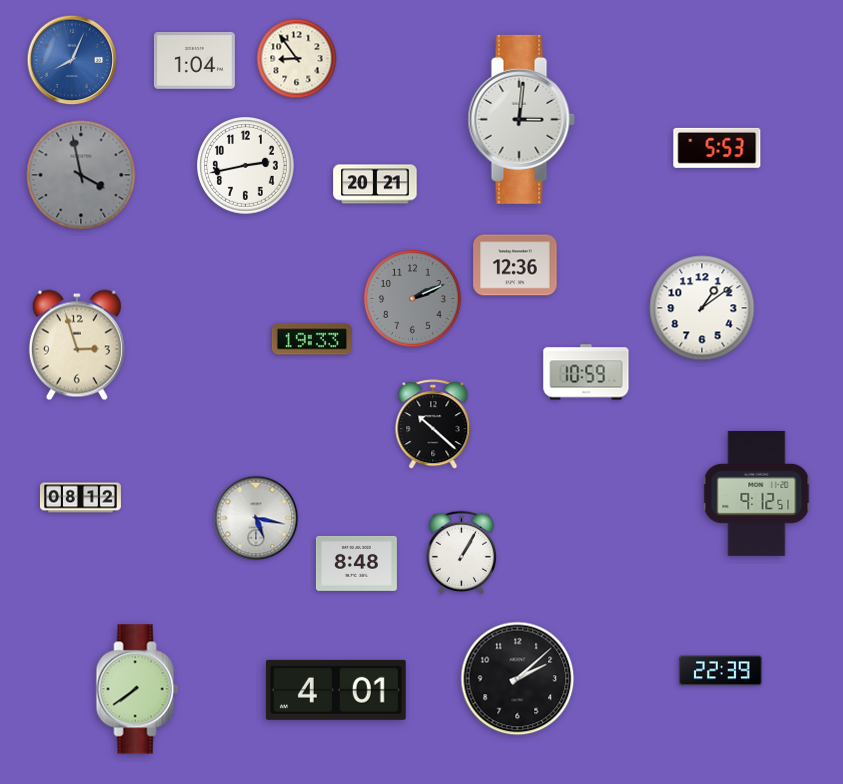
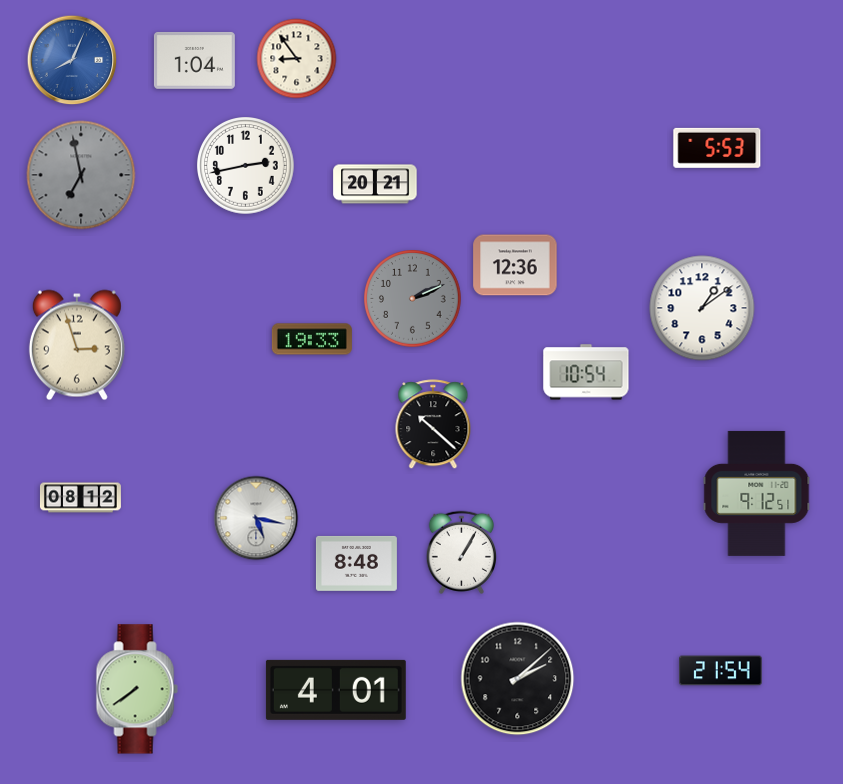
clock at (521, 119): 3:01 -> none
clock at (81, 175): 3:58 -> 6:58
clock at (586, 372): 10:59 -> 10:54
clock at (721, 671): 22:39 -> 21:54
